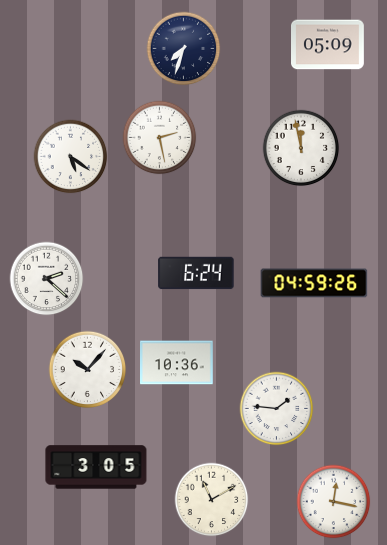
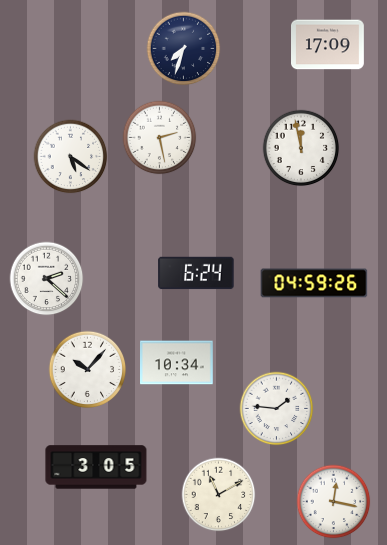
clock at (328, 45): 05:09 -> 17:09
clock at (177, 363): 10:36 -> 10:34
clock at (212, 500) position: (212, 500) -> (219, 495)
